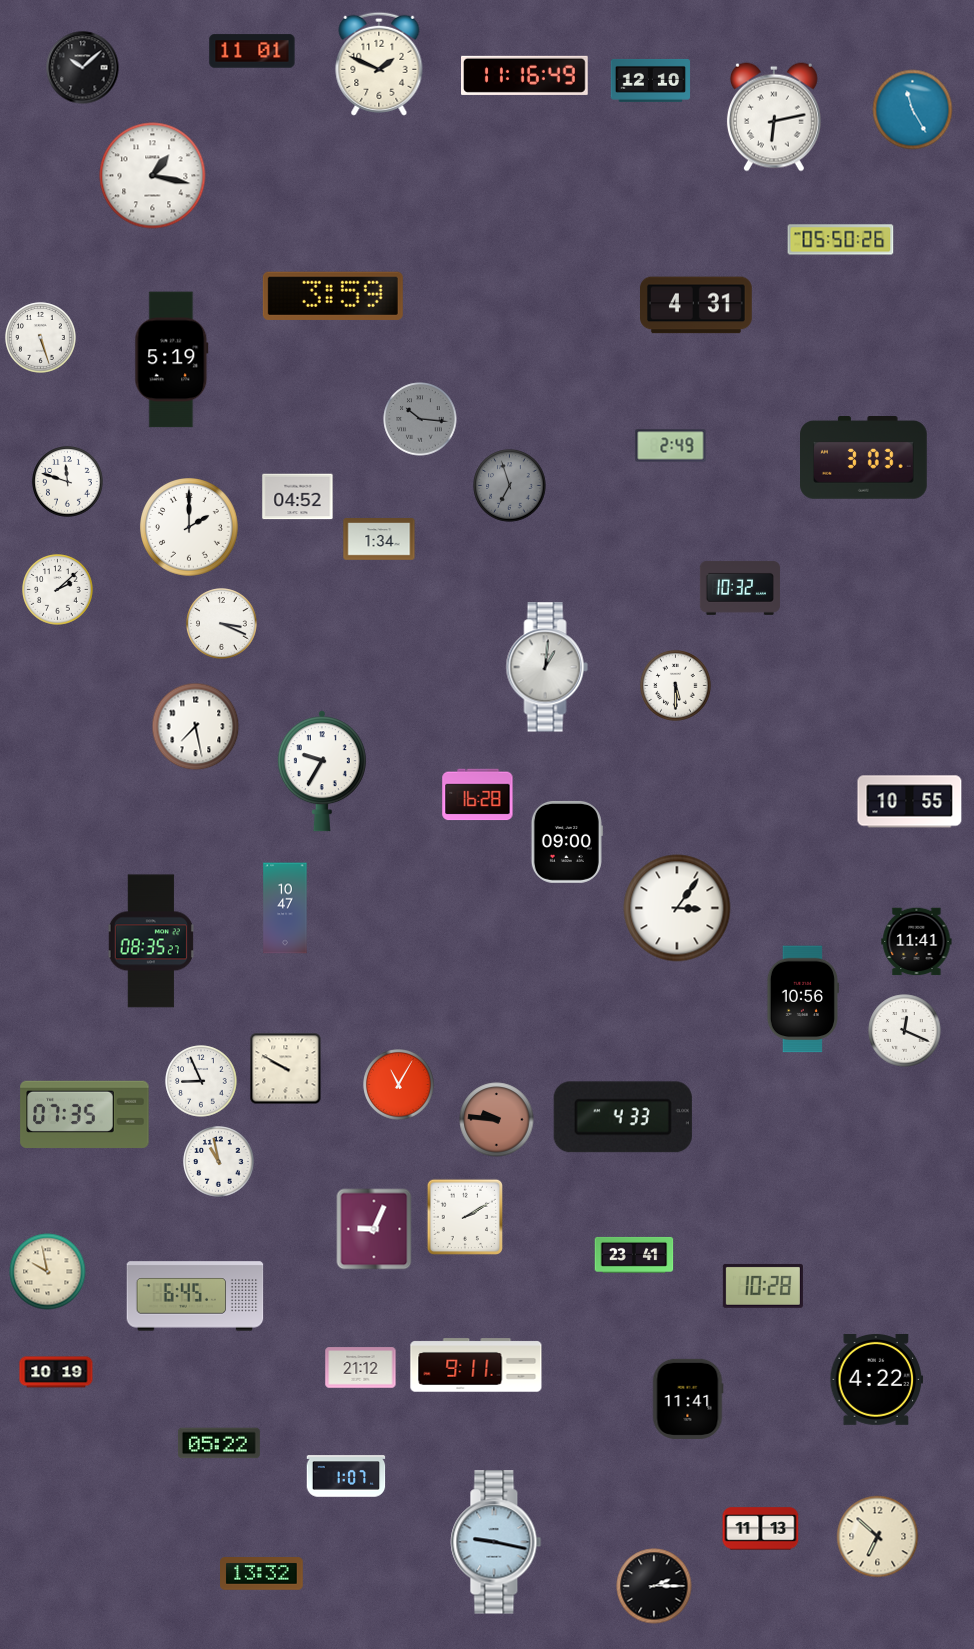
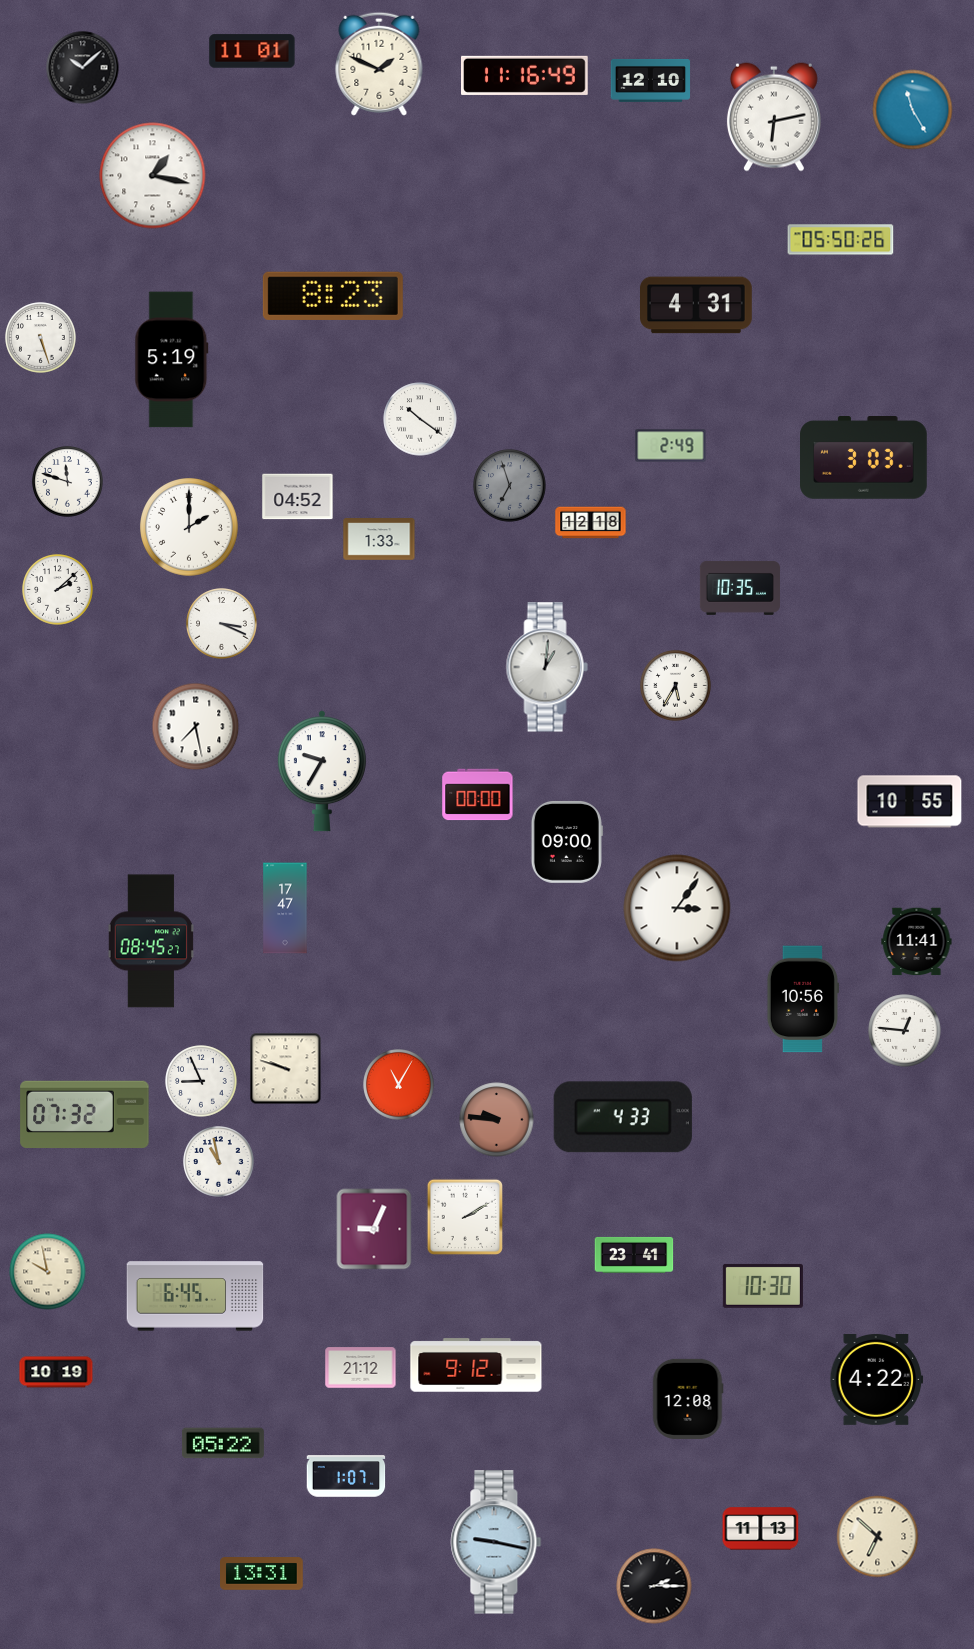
clock at (333, 296): 3:59 -> 8:23
clock at (420, 419): 10:16 -> 10:21
clock at (420, 419) dial: grey -> white
clock at (591, 523): none -> 12:18
clock at (379, 539): 1:34 -> 1:33
clock at (740, 588): 10:32 -> 10:35
clock at (676, 686): 5:30 -> 5:35
clock at (478, 795): 16:28 -> 00:00
clock at (285, 908): 10:47 -> 17:47
clock at (151, 941): 08:35 -> 08:45
clock at (905, 1031): 12:19 -> 12:46
clock at (286, 1069): 9:50 -> 9:48
clock at (85, 1115): 07:35 -> 07:32
clock at (763, 1286): 10:28 -> 10:30
clock at (476, 1365): 9:11 -> 9:12
clock at (688, 1399): 11:41 -> 12:08
clock at (219, 1443) position: (219, 1443) -> (223, 1443)
clock at (262, 1574): 13:32 -> 13:31
